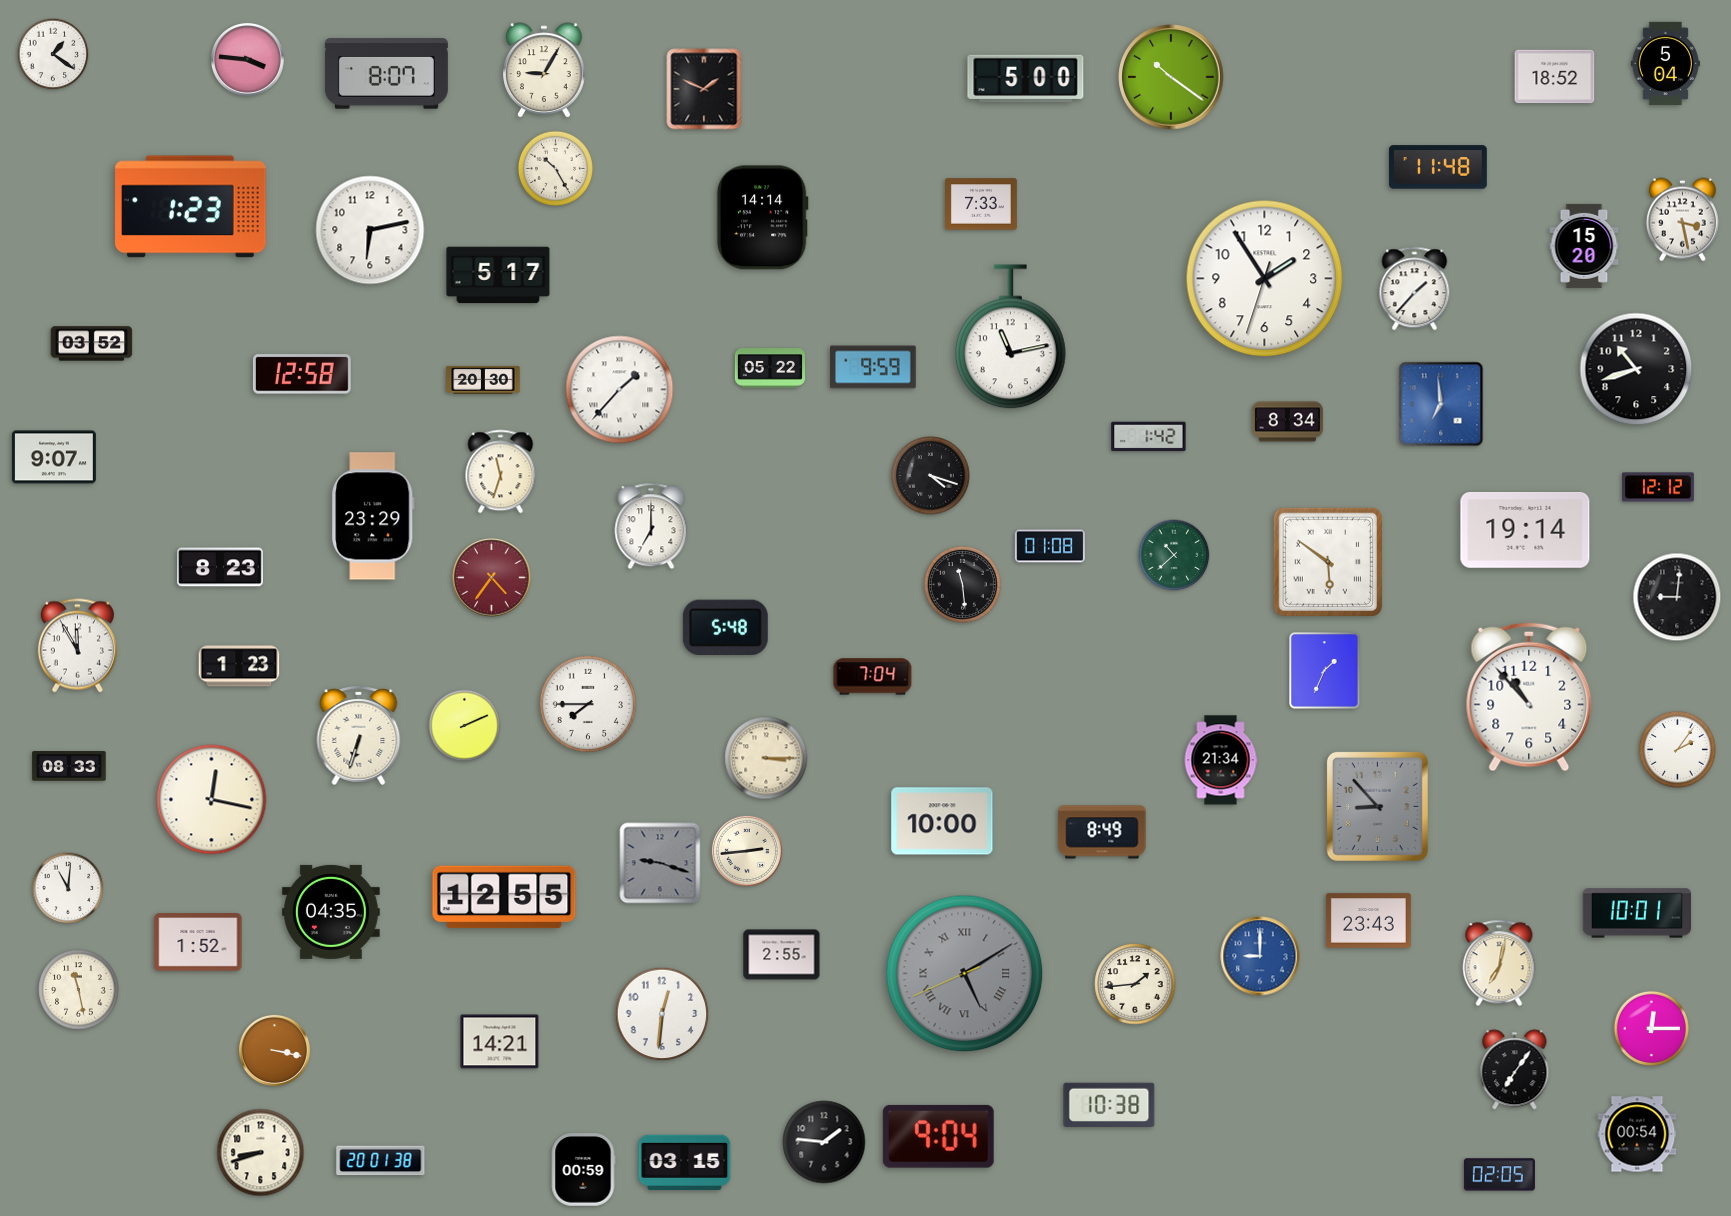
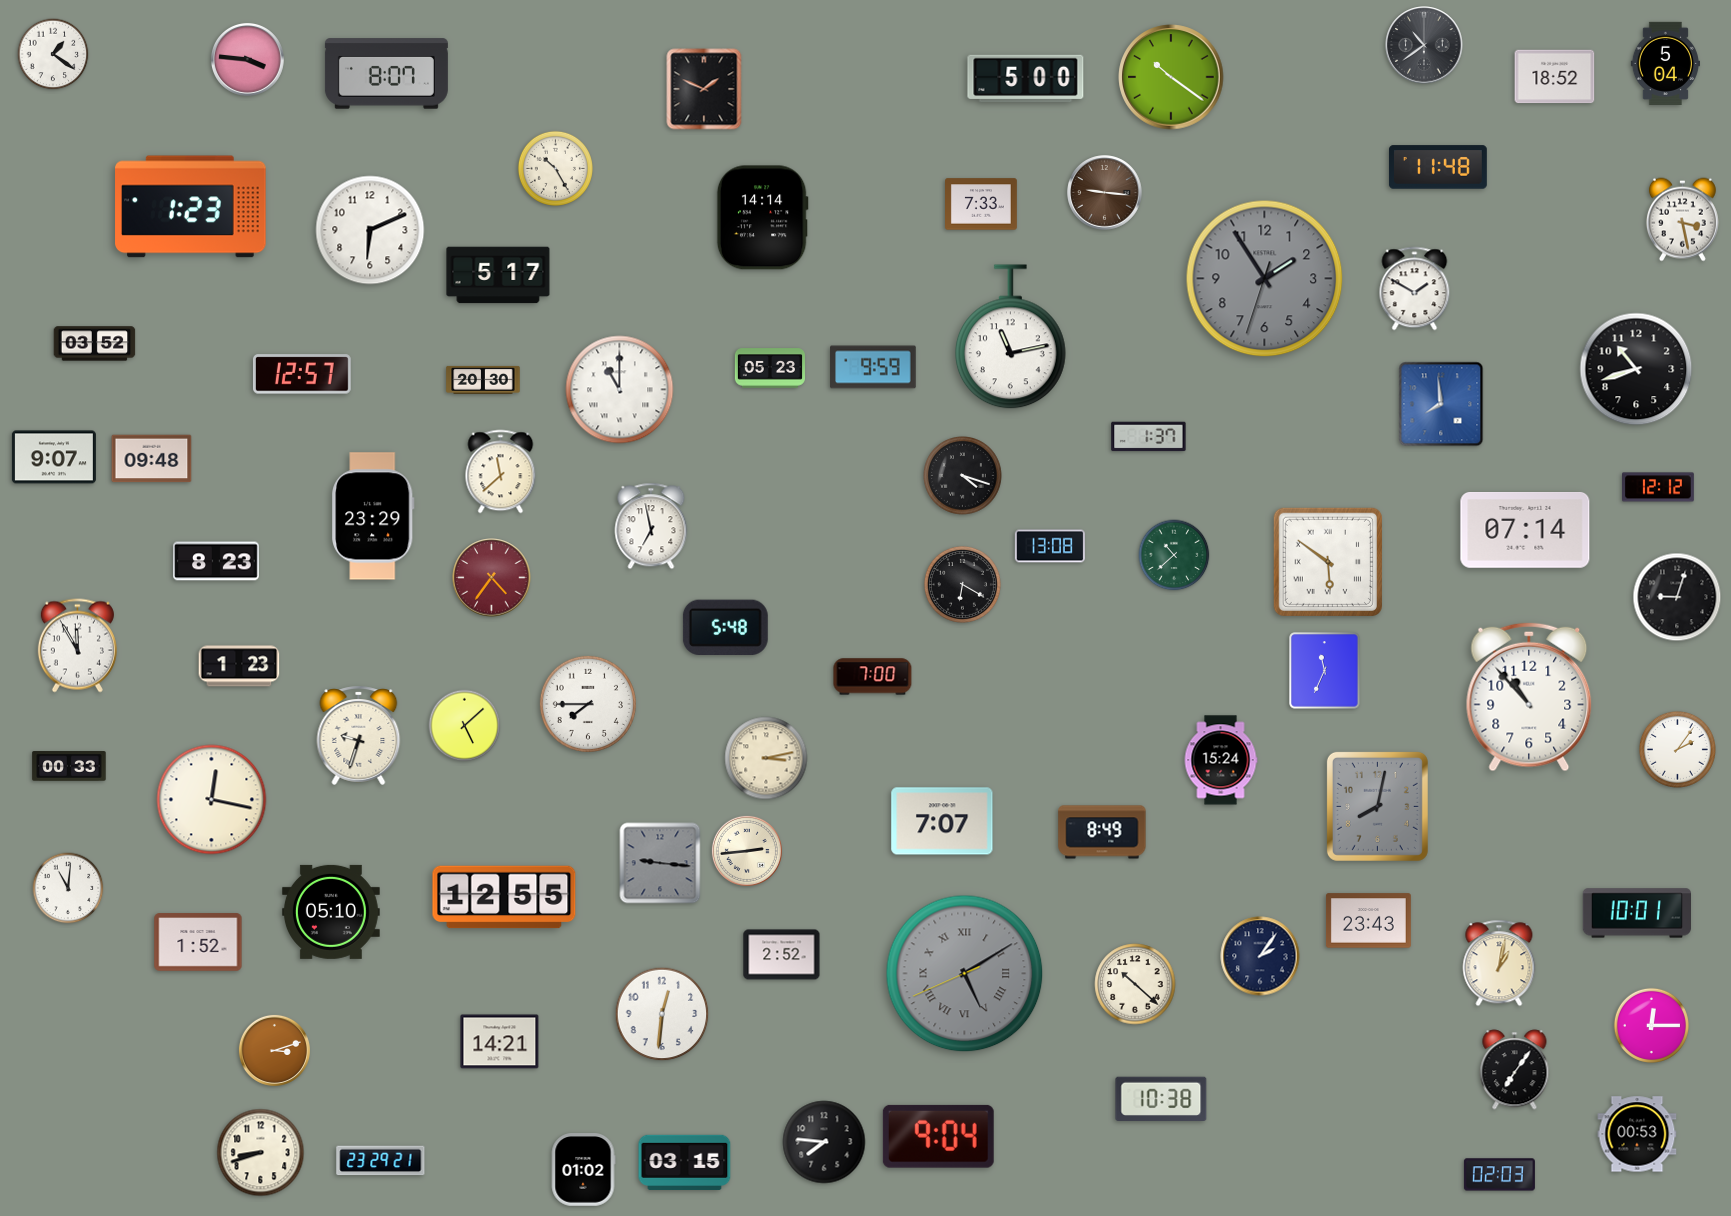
clock at (1424, 45): none -> 10:39
clock at (544, 70): 9:05 -> none
clock at (1105, 193): none -> 9:16
clock at (370, 230): 6:13 -> 6:11
clock at (1584, 246): 15:20 -> none
clock at (1265, 279) dial: white -> grey
clock at (1415, 289): 1:37 -> 1:50
clock at (92, 344) position: (92, 344) -> (95, 344)
clock at (769, 368): 05:22 -> 05:23
clock at (302, 374): 12:58 -> 12:57
clock at (620, 390): 1:37 -> 11:00
clock at (1441, 404): 6:59 -> 7:59
clock at (1287, 422): 8:34 -> none
clock at (1149, 437): 1:42 -> 1:37
clock at (152, 459): none -> 09:48
clock at (501, 472): 11:33 -> 11:38
clock at (931, 476) position: (931, 476) -> (963, 476)
clock at (651, 526): 7:00 -> 6:58
clock at (1525, 531): 19:14 -> 07:14
clock at (1049, 546): 01:08 -> 13:08
clock at (220, 567) position: (220, 567) -> (216, 561)
clock at (962, 584): 11:29 -> 6:20
clock at (1677, 597): 9:01 -> 9:03
clock at (1325, 671): 1:34 -> 11:34
clock at (873, 677): 7:04 -> 7:00
clock at (465, 726): 2:11 -> 5:08
clock at (359, 735): 6:33 -> 9:33
clock at (766, 758): 3:15 -> 3:13
clock at (1221, 760): 21:34 -> 15:24
clock at (69, 766): 08:33 -> 00:33
clock at (1377, 806): 8:53 -> 8:02
clock at (942, 821): 10:00 -> 7:07
clock at (660, 863): 9:18 -> 9:16
clock at (331, 912): 04:35 -> 05:10
clock at (782, 955): 2:55 -> 2:52
clock at (1260, 956): 9:00 -> 2:06
clock at (1260, 956) dial: blue -> navy
clock at (1499, 963): 7:02 -> 1:02
clock at (1135, 984): 1:44 -> 10:22
clock at (79, 990): 11:28 -> none
clock at (1651, 1028) position: (1651, 1028) -> (1651, 1025)
clock at (274, 1050): 3:17 -> 3:12
clock at (1109, 1104) position: (1109, 1104) -> (1161, 1098)
clock at (1637, 1134): 00:54 -> 00:53
clock at (824, 1142): 1:46 -> 7:46
clock at (381, 1161): 20:01 -> 23:29
clock at (583, 1170): 00:59 -> 01:02
clock at (1499, 1175): 02:05 -> 02:03
